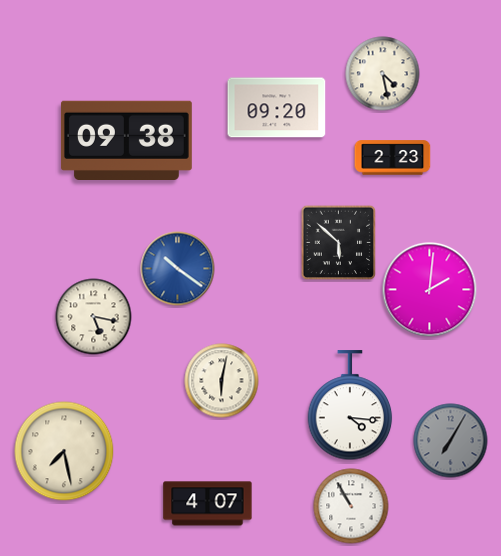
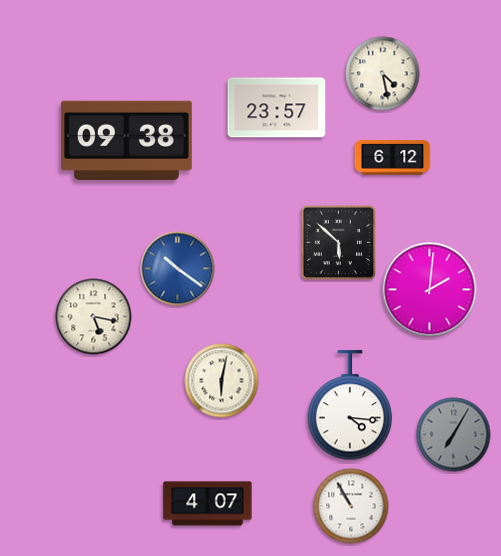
clock at (277, 108): 09:20 -> 23:57
clock at (393, 158): 2:23 -> 6:12
clock at (451, 441) position: (451, 441) -> (454, 435)
clock at (64, 451): 7:28 -> none
